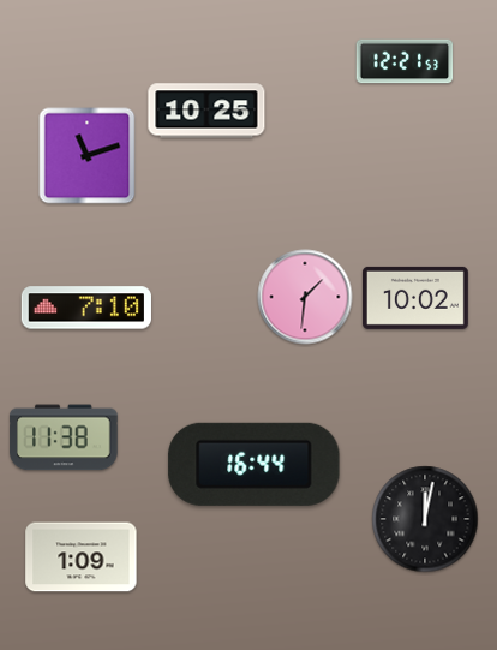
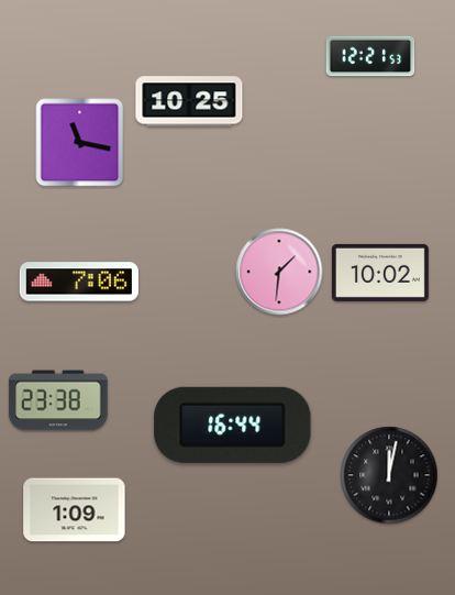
clock at (88, 156): 11:12 -> 11:17
clock at (86, 308): 7:10 -> 7:06
clock at (64, 437): 11:38 -> 23:38
